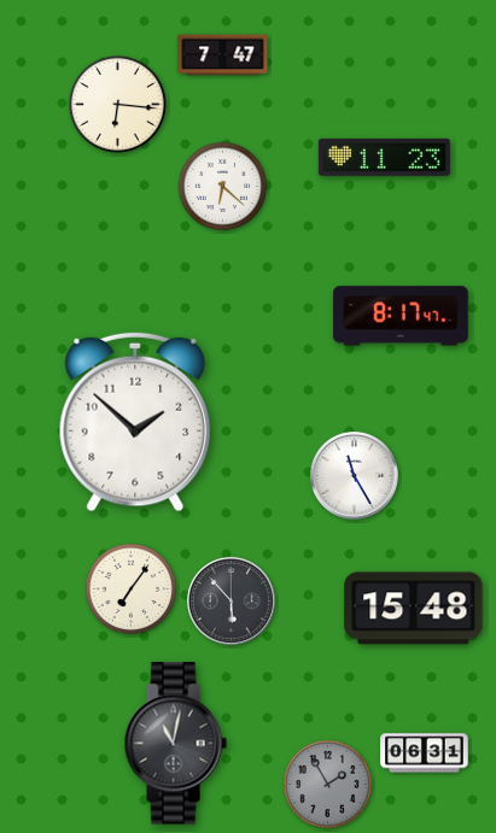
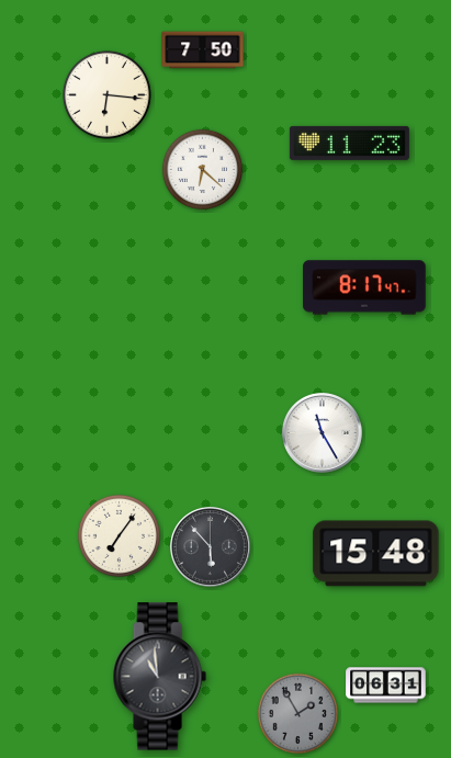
clock at (223, 55): 7:47 -> 7:50
clock at (135, 422): 1:52 -> none
clock at (175, 744): 11:02 -> 10:59
